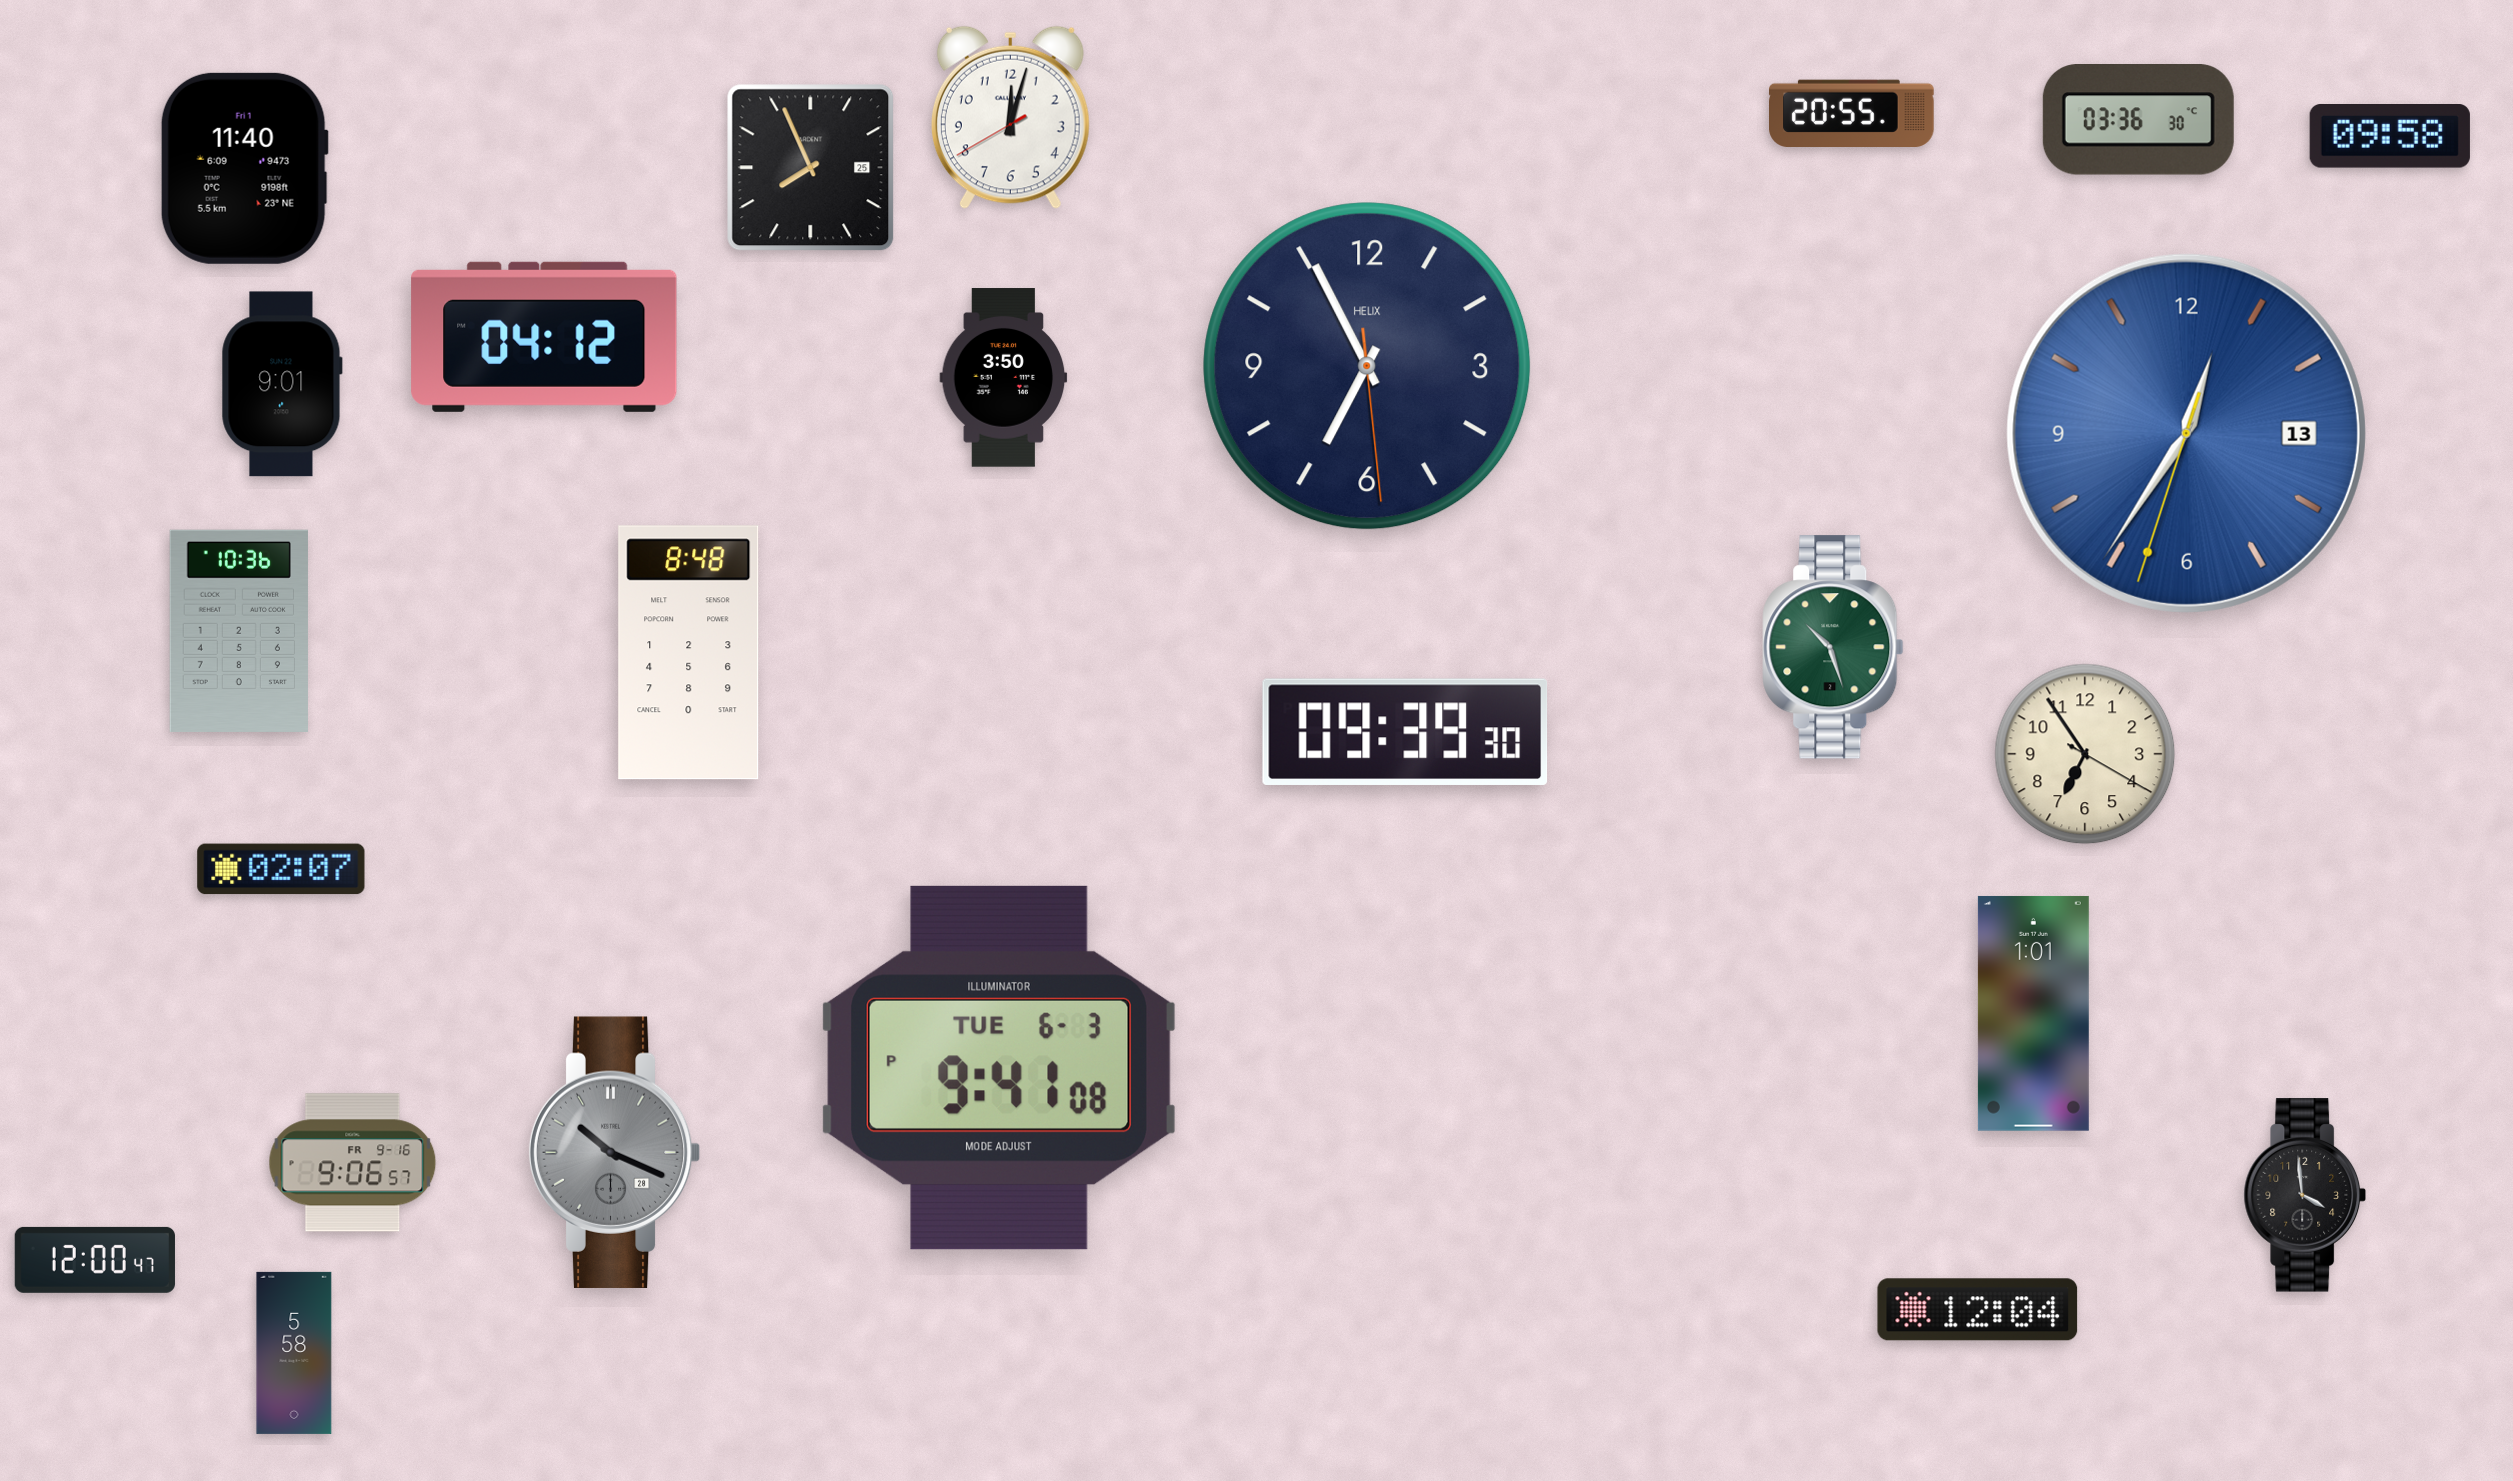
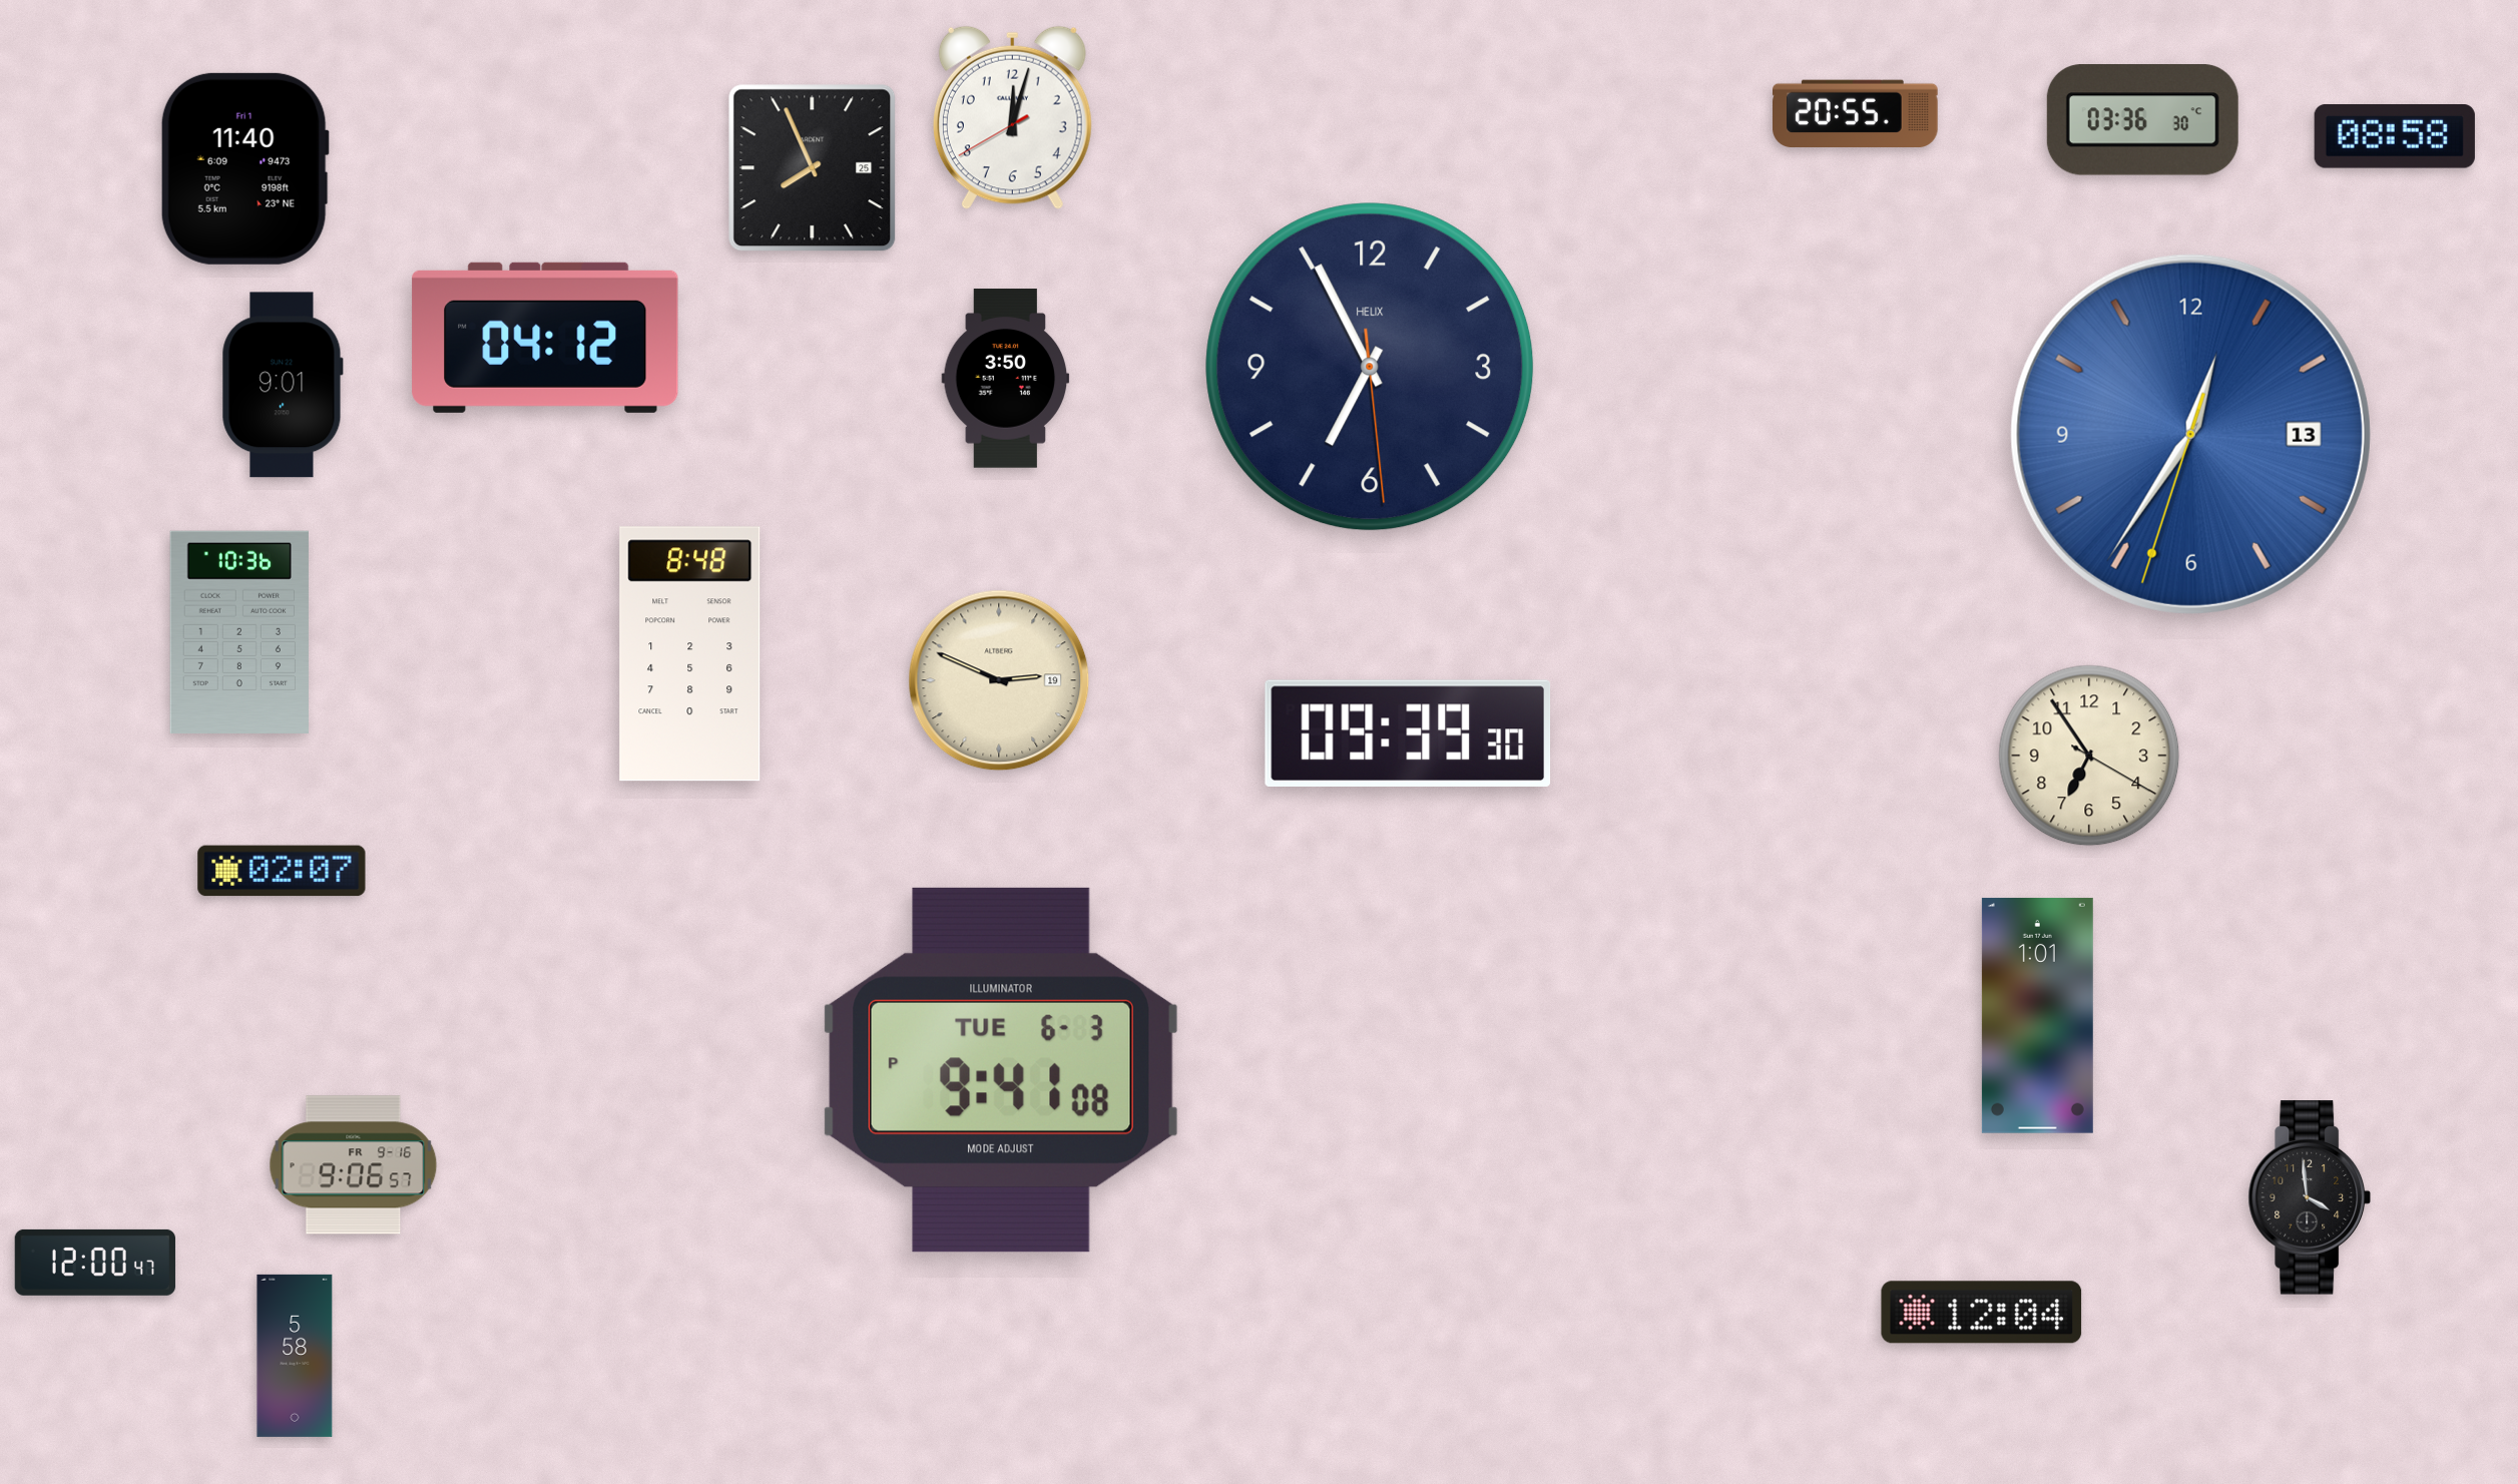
clock at (2390, 137): 09:58 -> 08:58
clock at (1833, 647): 10:27 -> none
clock at (999, 680): none -> 2:49
clock at (614, 1152): 10:19 -> none
